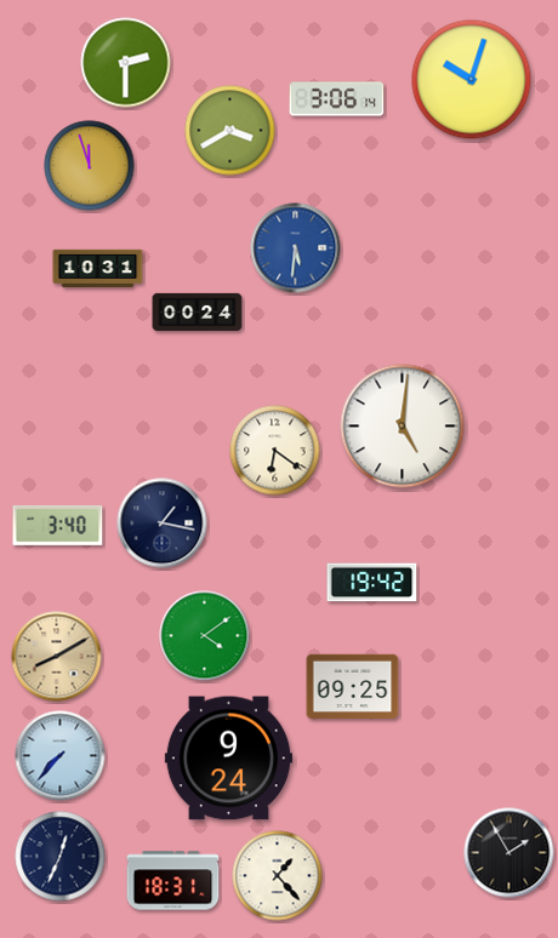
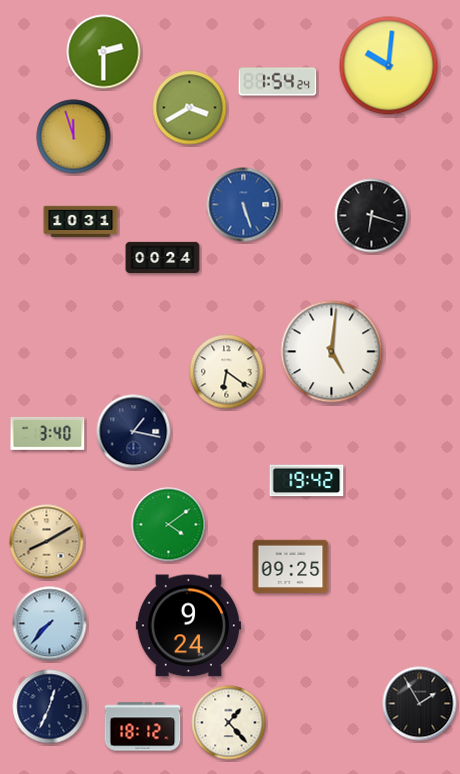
clock at (472, 80): 10:03 -> 10:01
clock at (337, 99): 3:06 -> 1:54
clock at (296, 248): 5:31 -> 5:27
clock at (372, 216): none -> 6:18
clock at (173, 881): 18:31 -> 18:12
